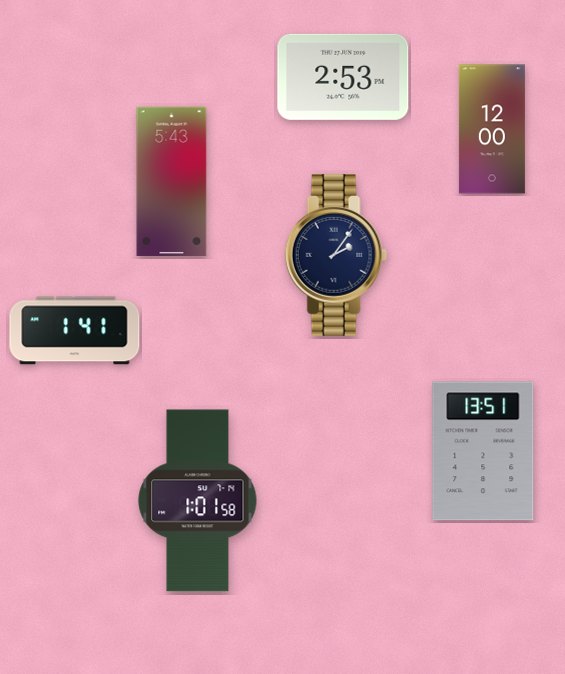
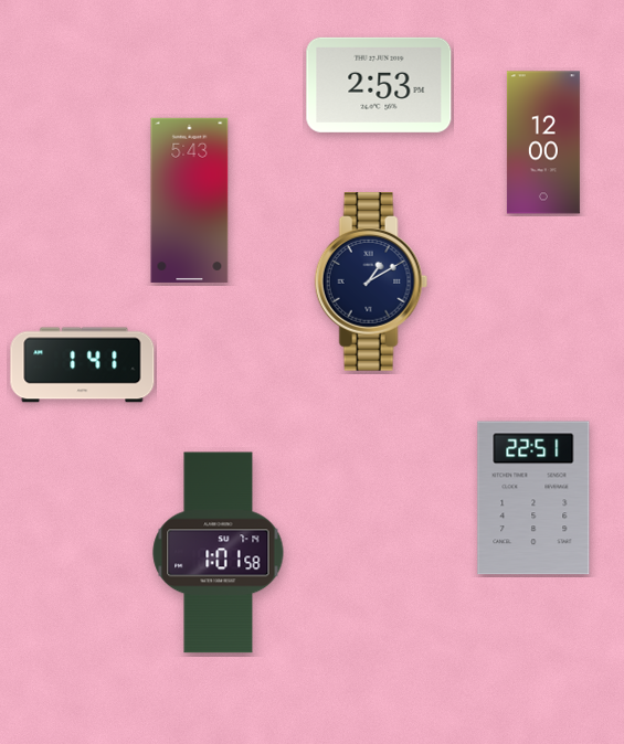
clock at (336, 255): 2:06 -> 1:10
clock at (483, 451): 13:51 -> 22:51
